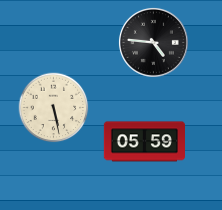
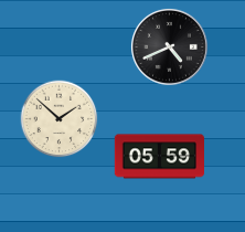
clock at (153, 42): 4:46 -> 4:41
clock at (54, 108): 5:28 -> 1:52
